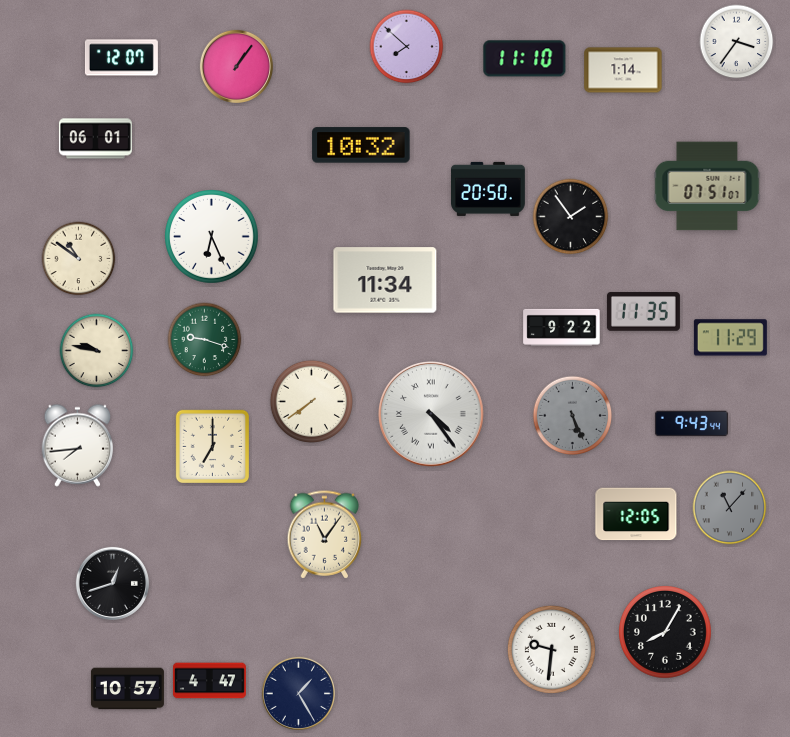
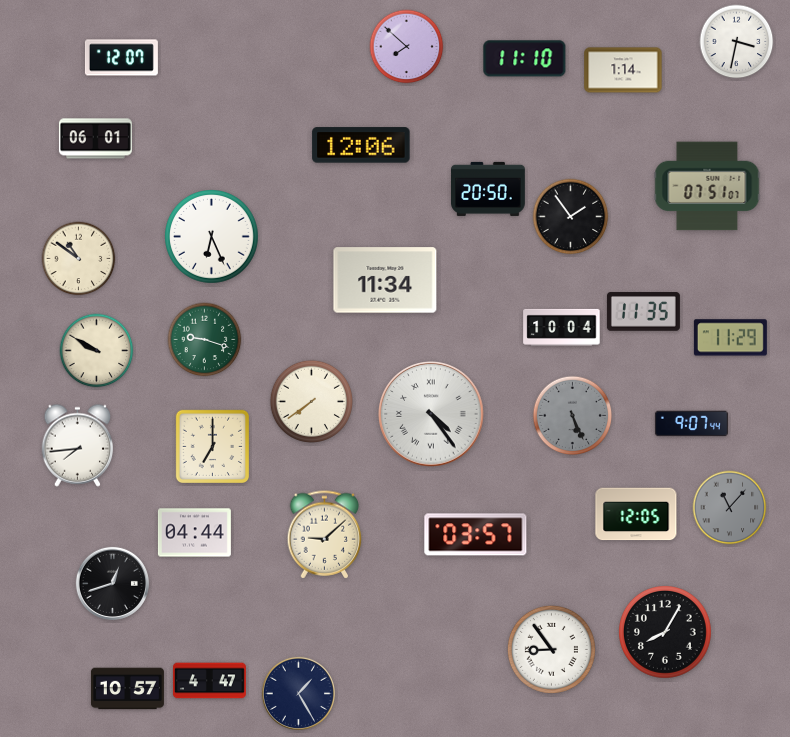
clock at (737, 42): 3:36 -> 3:32
clock at (236, 66): 1:06 -> none
clock at (361, 145): 10:32 -> 12:06
clock at (562, 327): 9:22 -> 10:04
clock at (97, 351): 9:47 -> 9:50
clock at (691, 424): 9:43 -> 9:07
clock at (194, 533): none -> 04:44
clock at (325, 535): 11:06 -> 9:08
clock at (476, 535): none -> 03:57
clock at (551, 649): 9:31 -> 8:54
